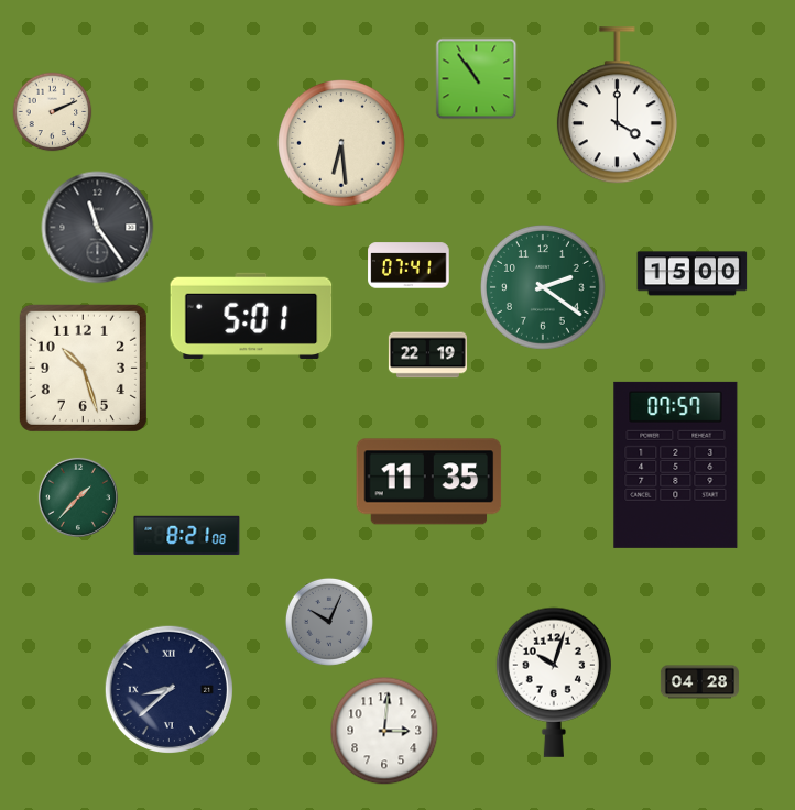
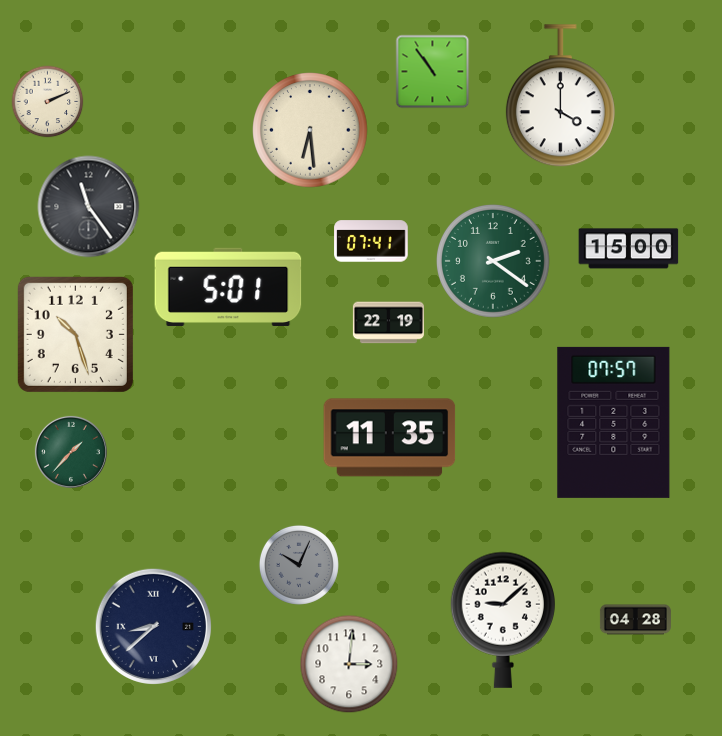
clock at (187, 536): 8:21 -> none
clock at (554, 682): 10:03 -> 9:08
